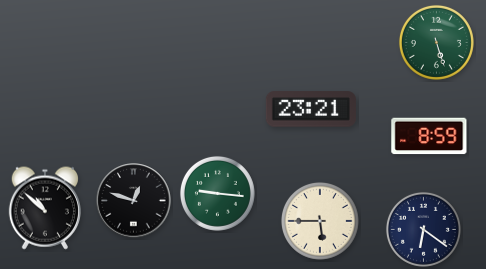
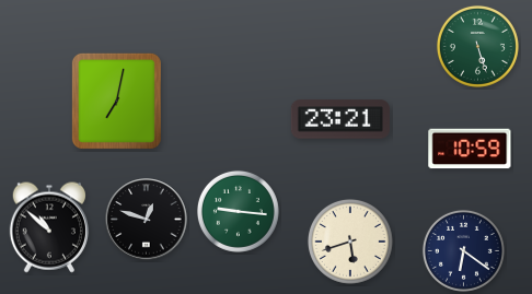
clock at (116, 101): none -> 7:02
clock at (429, 136): 8:59 -> 10:59
clock at (320, 221): 5:45 -> 5:42
